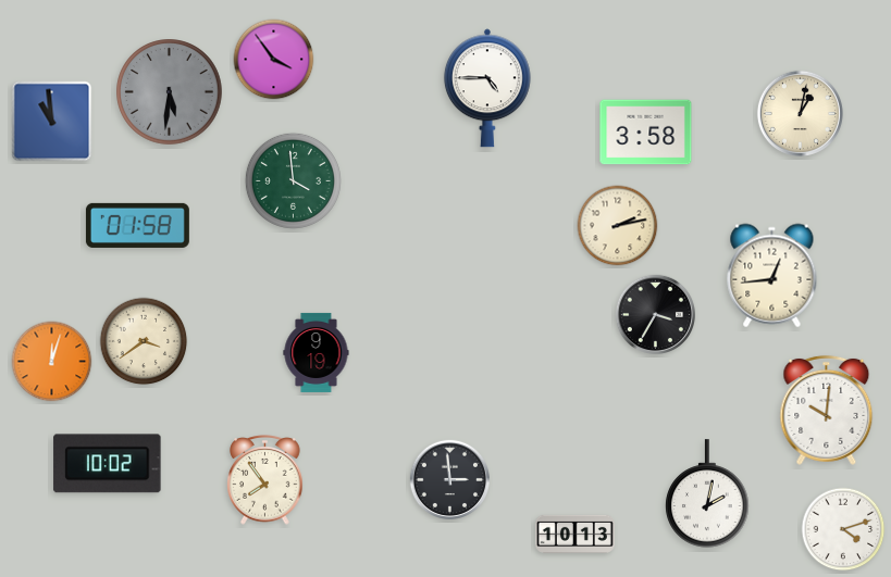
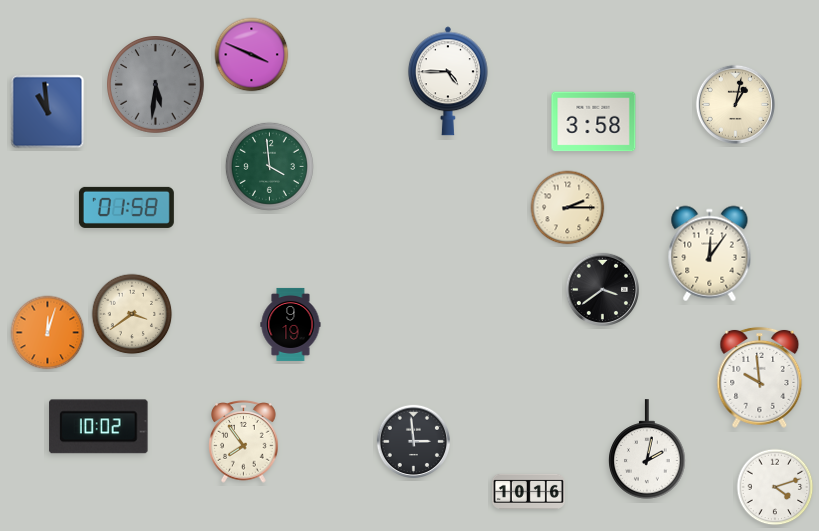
clock at (274, 60): 3:54 -> 3:49
clock at (618, 226): 2:13 -> 2:15
clock at (772, 276): 12:44 -> 12:06
clock at (655, 314): 3:35 -> 3:39
clock at (827, 410): 10:01 -> 9:59
clock at (707, 493) position: (707, 493) -> (647, 449)
clock at (574, 534): 10:13 -> 10:16
